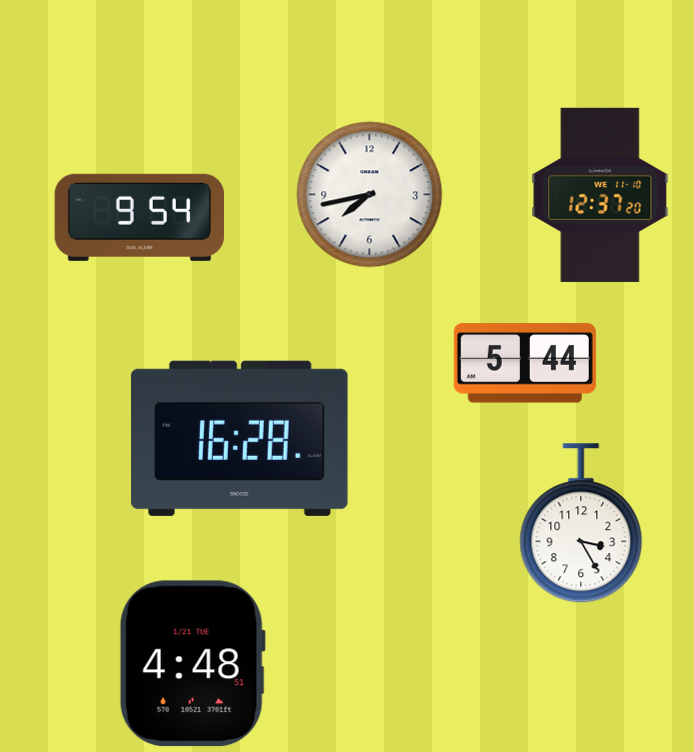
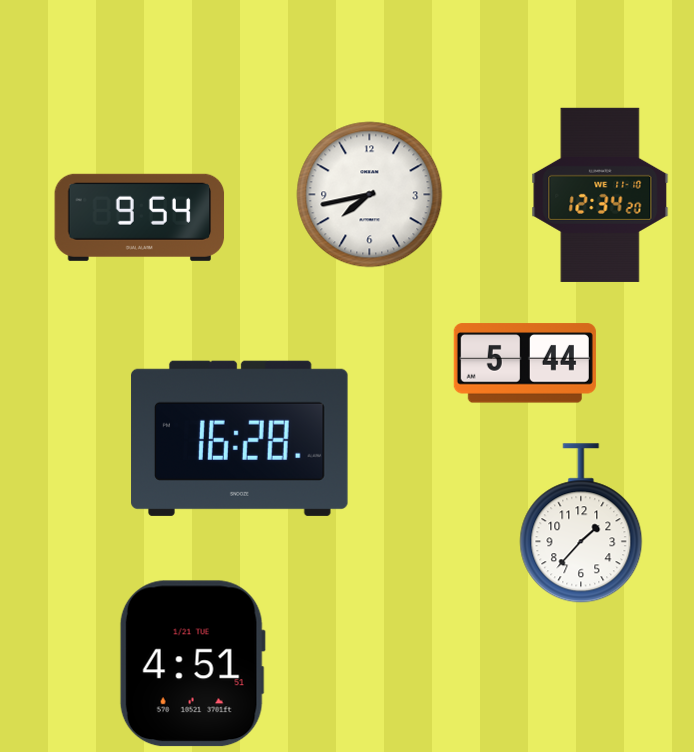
clock at (600, 195): 12:37 -> 12:34
clock at (581, 524): 3:25 -> 1:37
clock at (192, 664): 4:48 -> 4:51
